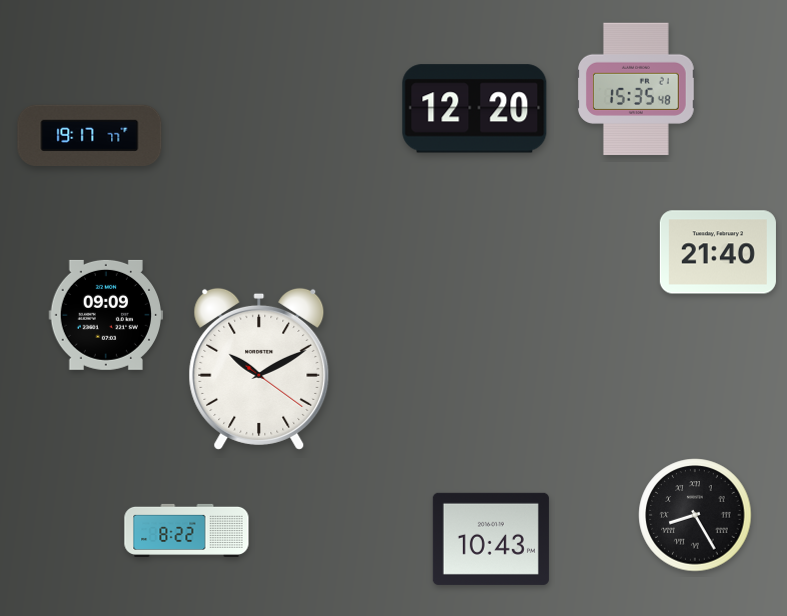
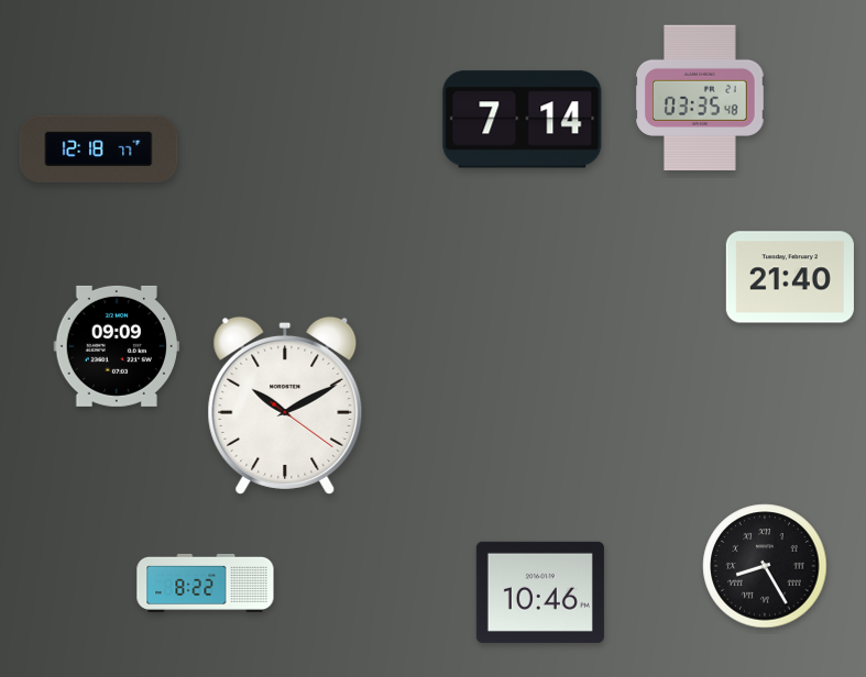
clock at (637, 89): 15:35 -> 03:35
clock at (475, 109): 12:20 -> 7:14
clock at (90, 135): 19:17 -> 12:18
clock at (491, 539): 10:43 -> 10:46
